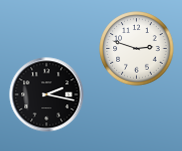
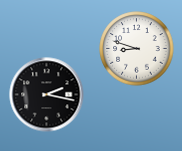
clock at (137, 49): 2:48 -> 8:48
